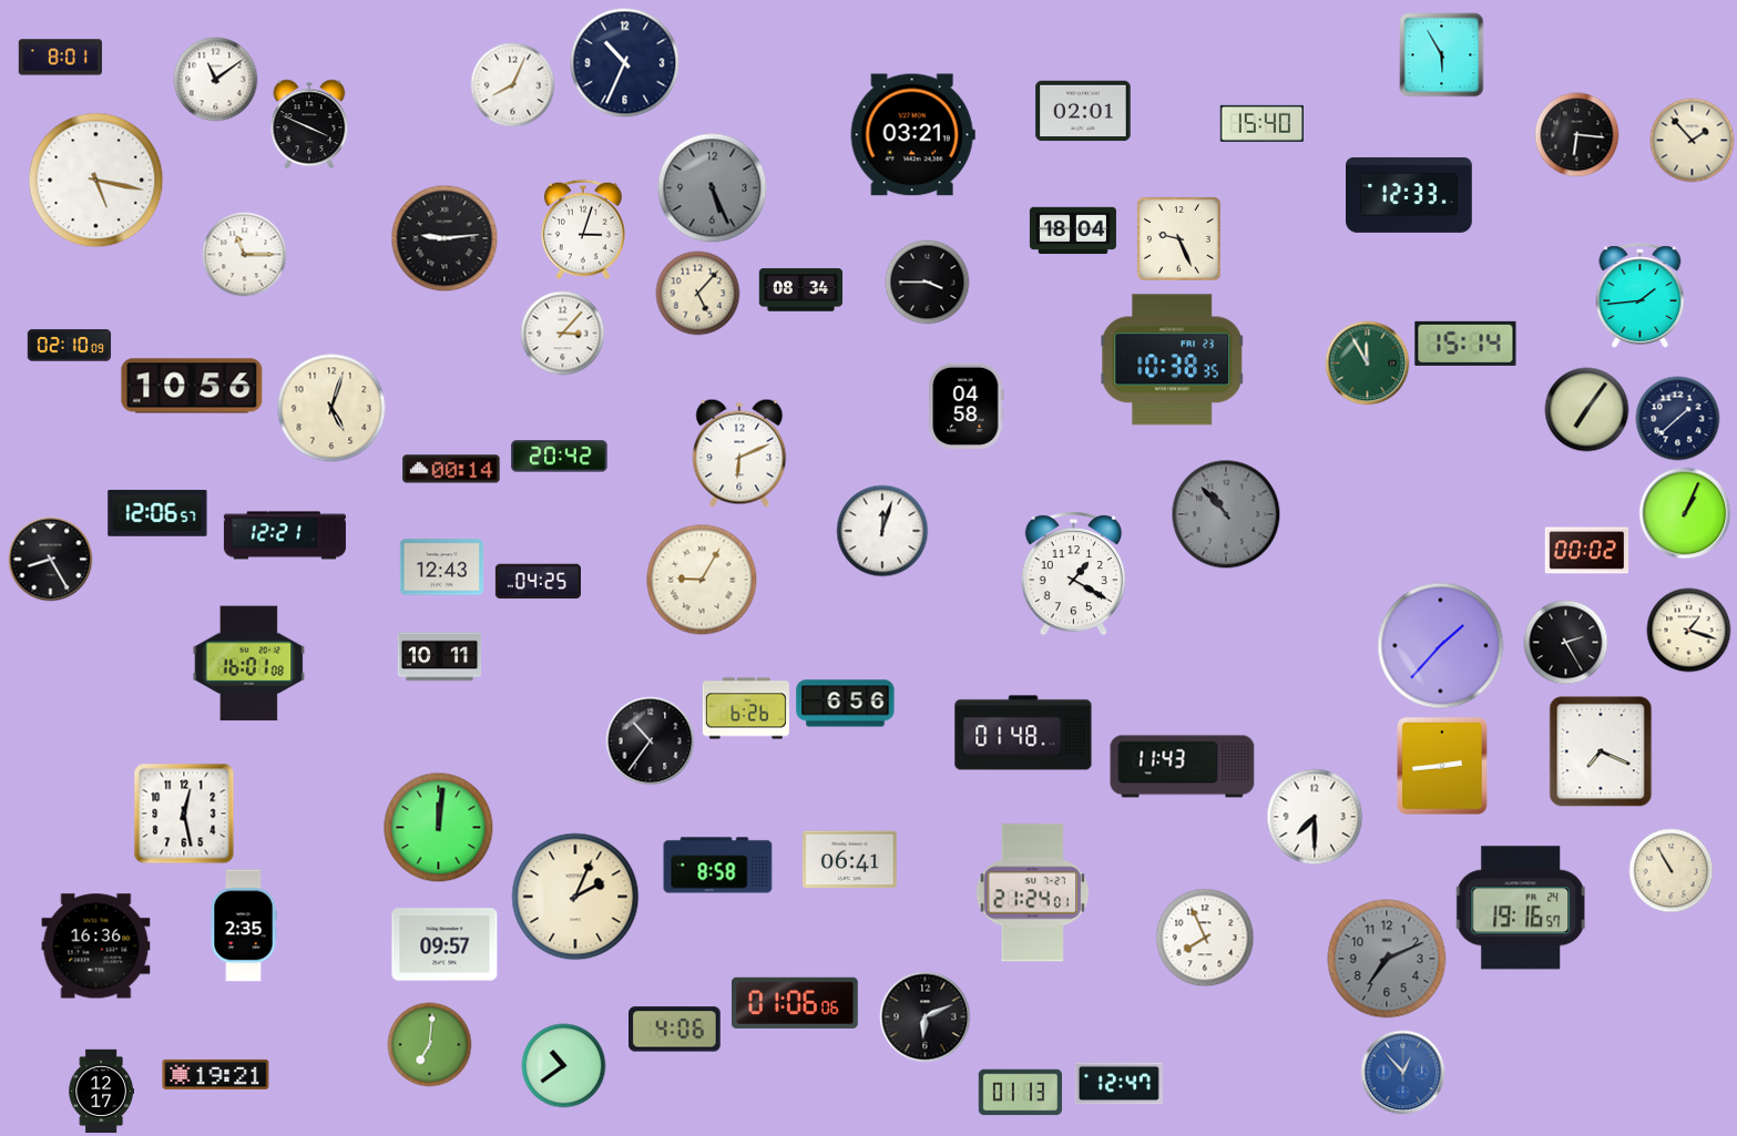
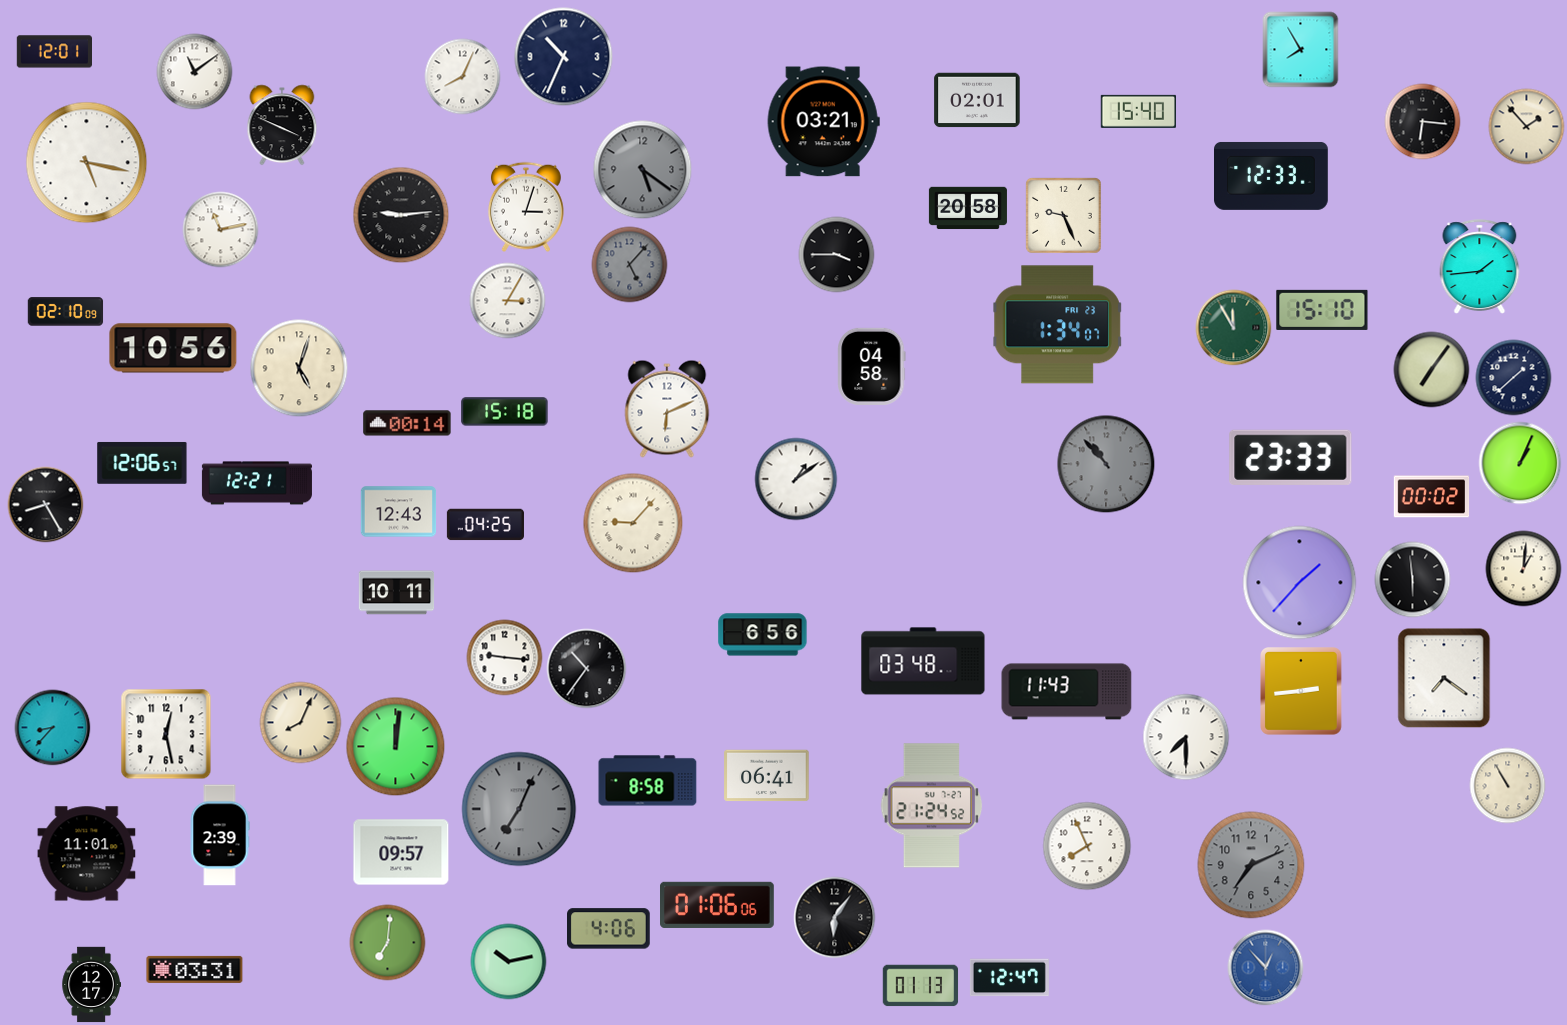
clock at (1442, 55): 5:55 -> 7:55
clock at (61, 58): 8:01 -> 12:01
clock at (309, 124) position: (309, 124) -> (282, 125)
clock at (713, 188): 5:26 -> 5:21
clock at (1073, 231): 18:04 -> 20:58
clock at (245, 255): 11:15 -> 11:13
clock at (801, 290): 08:34 -> none
clock at (698, 294) dial: cream -> grey
clock at (563, 334): 3:07 -> 3:05
clock at (1465, 344): 15:14 -> 15:10
clock at (70, 346) position: (70, 346) -> (66, 312)
clock at (1173, 360): 10:38 -> 1:34
clock at (560, 457): 20:42 -> 15:18
clock at (1291, 457): none -> 23:33
clock at (882, 531): 12:03 -> 1:09
clock at (1073, 573): 1:20 -> none
clock at (702, 580): 9:05 -> 9:07
clock at (1689, 631): 1:18 -> 1:01
clock at (1566, 643): 2:25 -> 5:59
clock at (249, 664): 16:01 -> none
clock at (746, 708): 6:26 -> none
clock at (505, 658): none -> 9:16
clock at (1023, 733): 01:48 -> 03:48
clock at (1601, 751): 7:19 -> 7:21
clock at (301, 723): none -> 8:04
clock at (53, 728): none -> 8:37
clock at (1033, 893): 21:24:01 -> 21:24:52
clock at (575, 897): 2:04 -> 7:04
clock at (575, 897) dial: cream -> grey
clock at (1521, 908): 19:16 -> none
clock at (244, 925): 2:35 -> 2:39
clock at (96, 946): 16:36 -> 11:01
clock at (926, 1017): 6:11 -> 6:06
clock at (564, 1066): 10:39 -> 10:13
clock at (216, 1074): 19:21 -> 03:31
